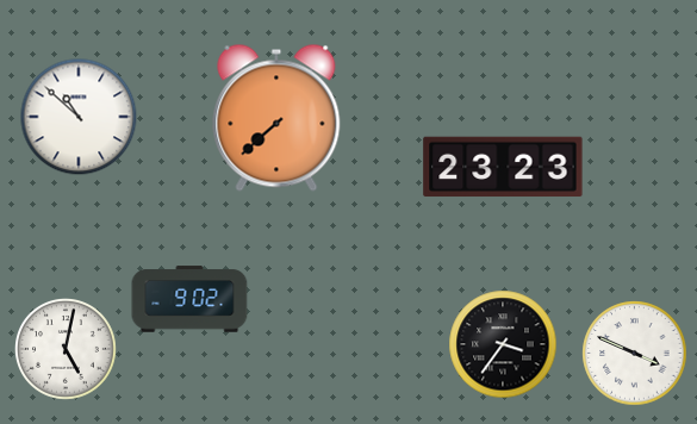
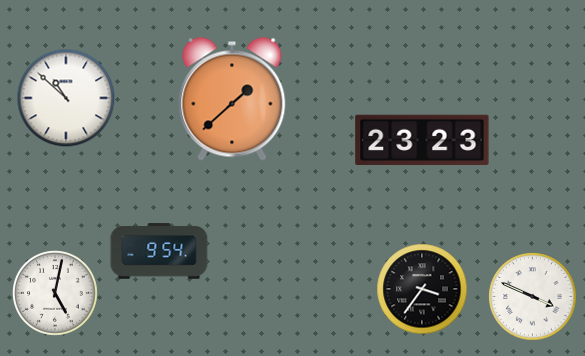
clock at (276, 118): 7:38 -> 1:38
clock at (189, 299): 9:02 -> 9:54
